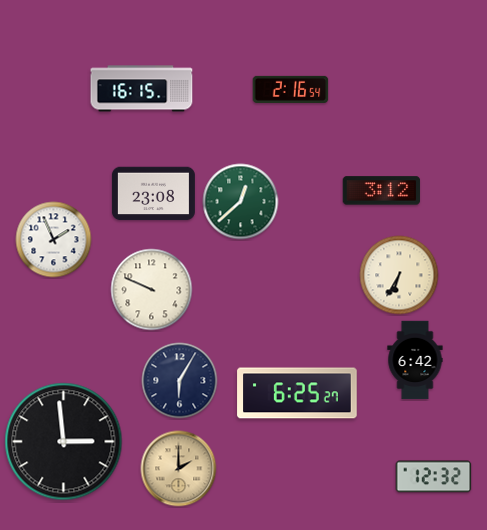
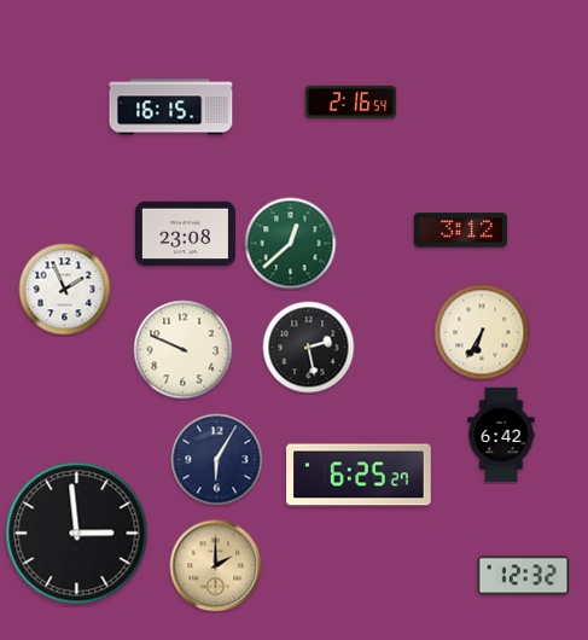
clock at (291, 89) position: (291, 89) -> (351, 101)
clock at (309, 348): none -> 2:28
